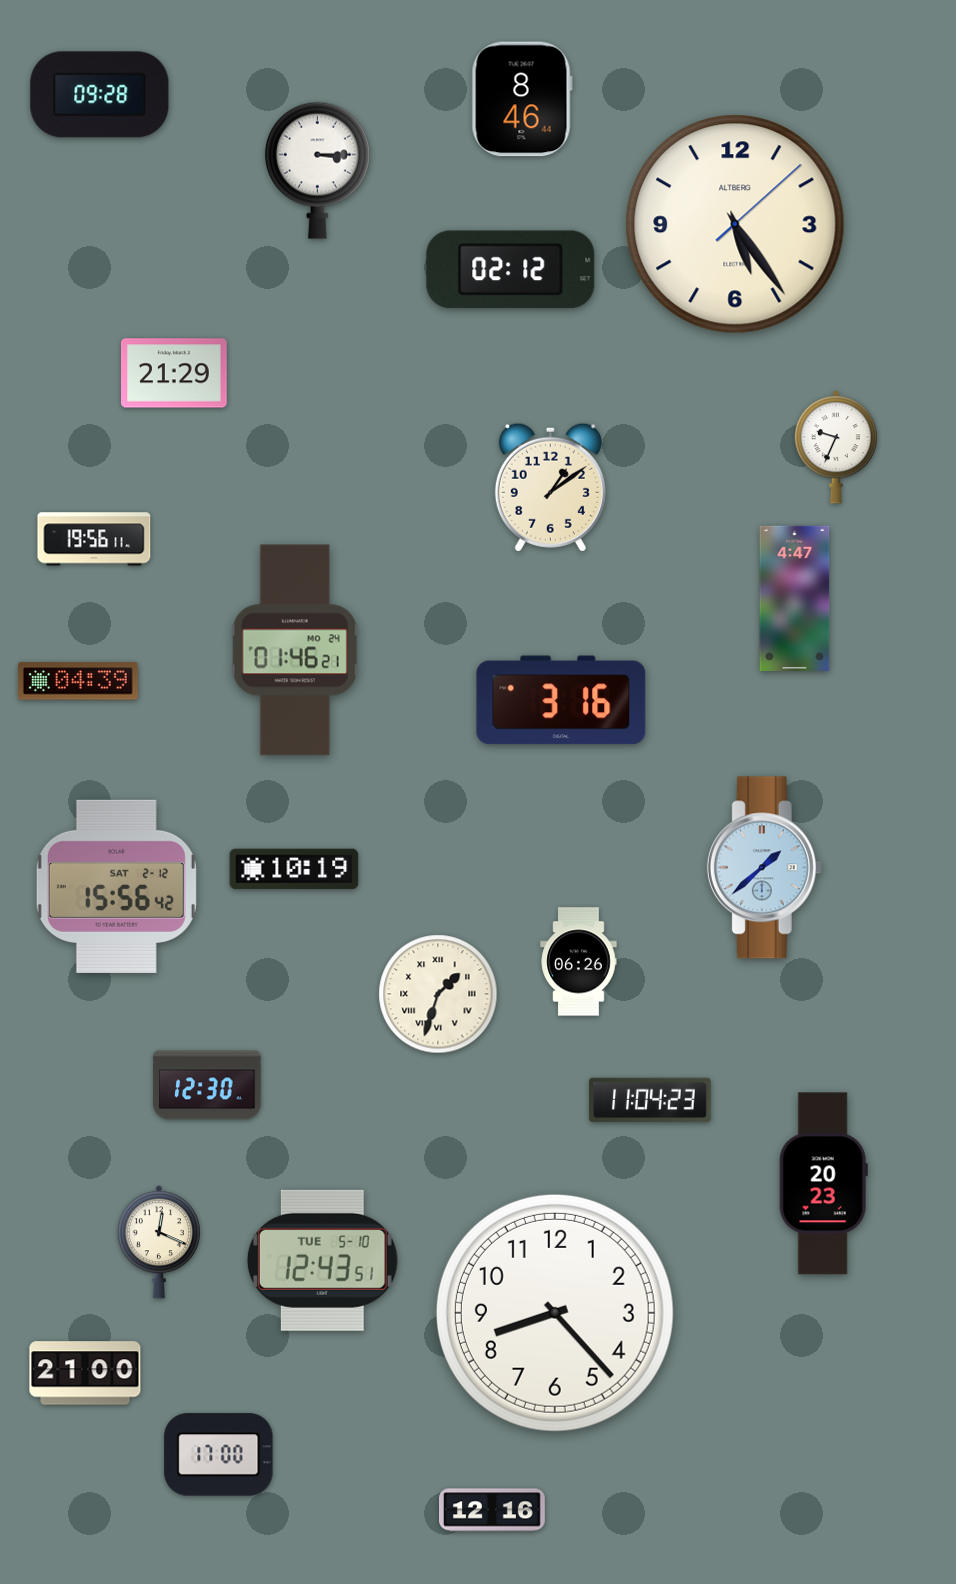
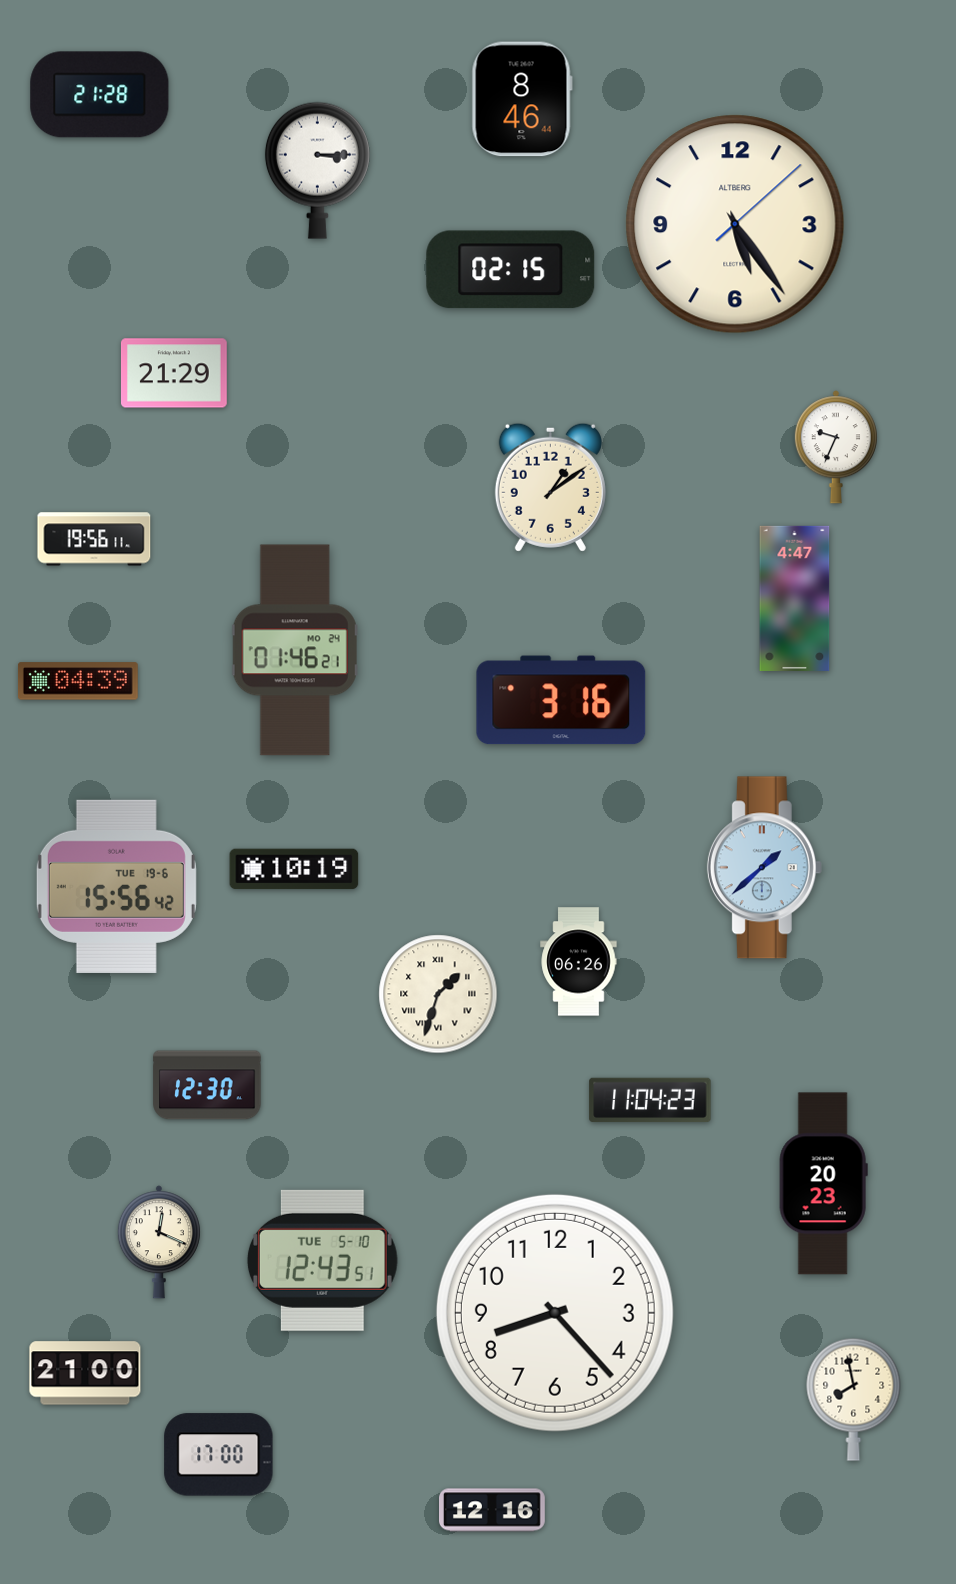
clock at (100, 95): 09:28 -> 21:28
clock at (511, 270): 02:12 -> 02:15
clock at (116, 886) date: SAT 2-12 -> TUE 19-6
clock at (854, 1399): none -> 7:58
